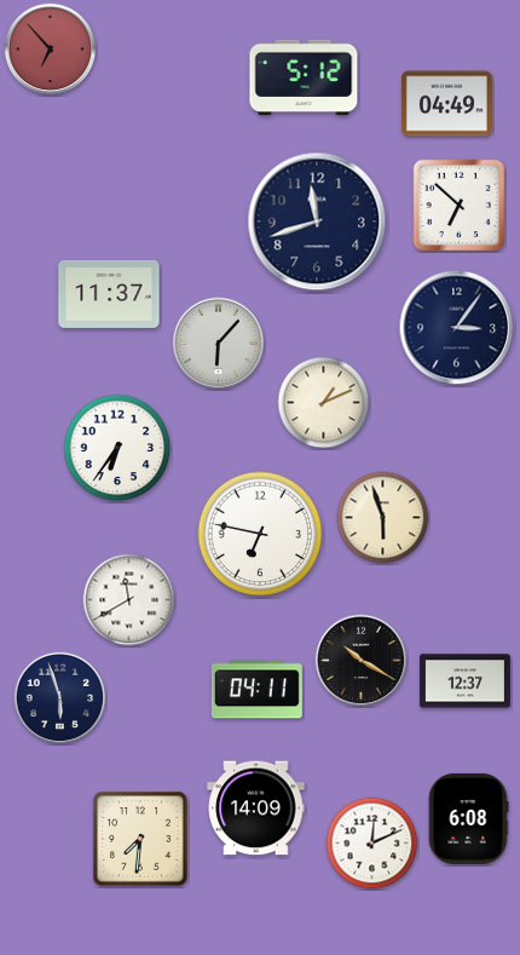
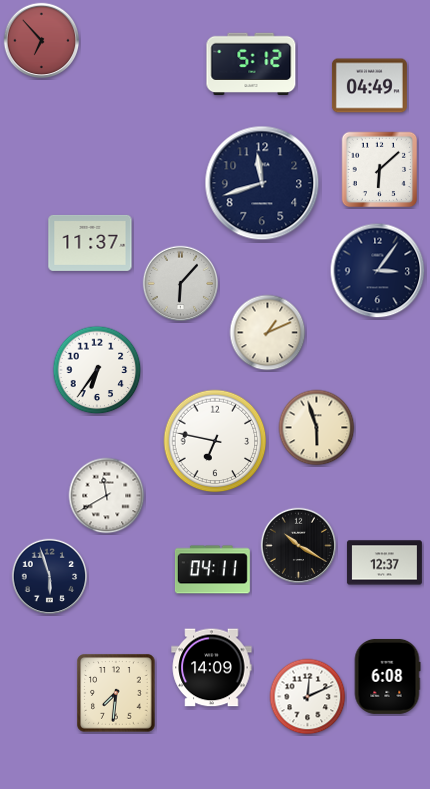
clock at (460, 206): 6:52 -> 6:08
